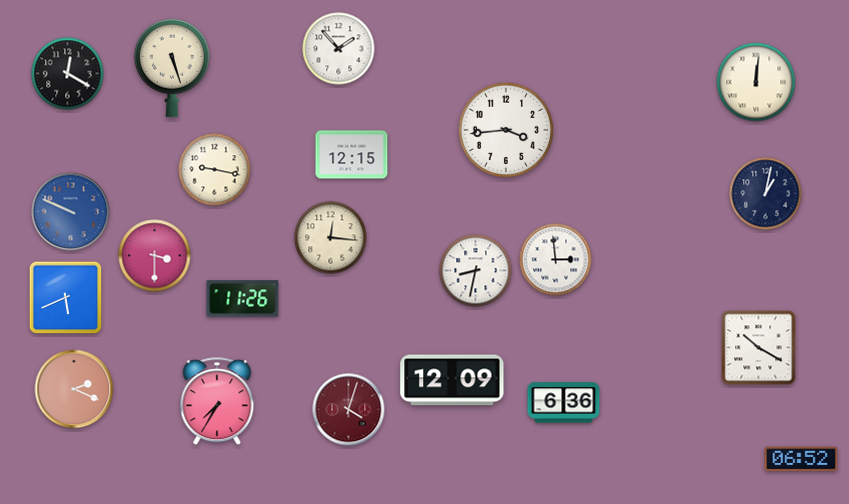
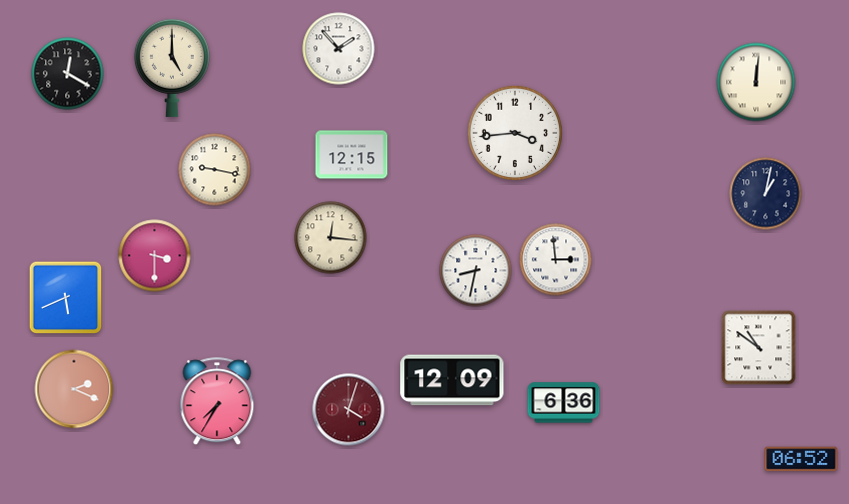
clock at (172, 68): 5:27 -> 5:00
clock at (505, 129) position: (505, 129) -> (514, 132)
clock at (71, 212): 9:49 -> none
clock at (243, 299): 11:26 -> none
clock at (759, 348): 10:20 -> 10:51
